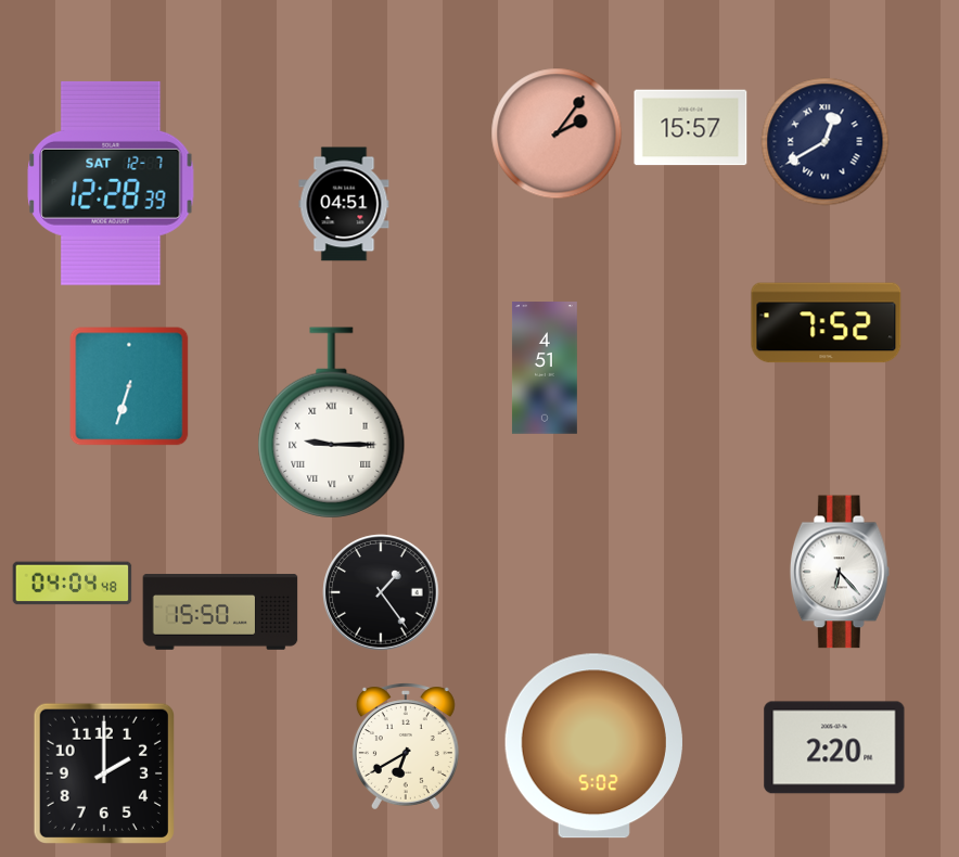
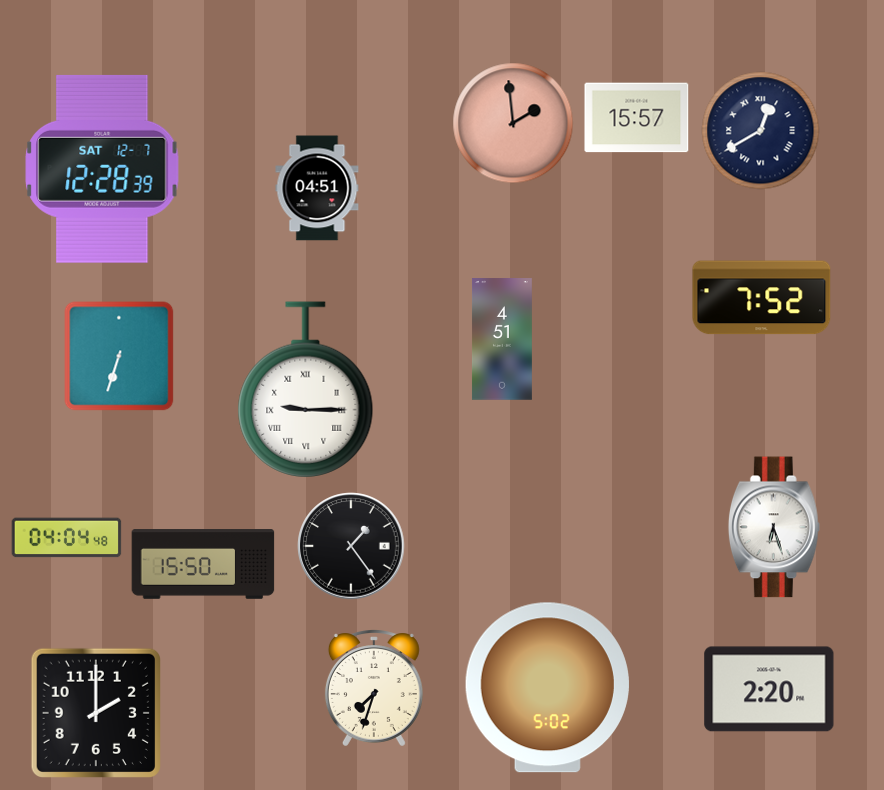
clock at (557, 133): 2:06 -> 1:59
clock at (840, 572): 6:23 -> 6:27
clock at (406, 746): 6:40 -> 7:33
